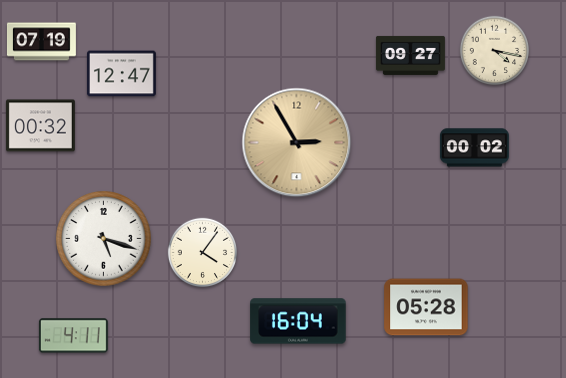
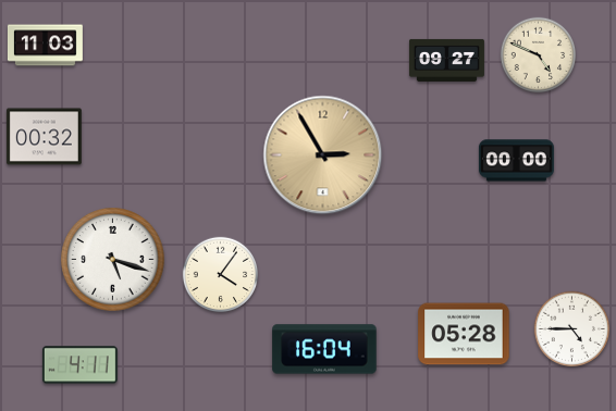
clock at (41, 42): 07:19 -> 11:03
clock at (495, 51): 4:17 -> 4:49
clock at (121, 74): 12:47 -> none
clock at (474, 148): 00:02 -> 00:00
clock at (572, 329): none -> 4:45
